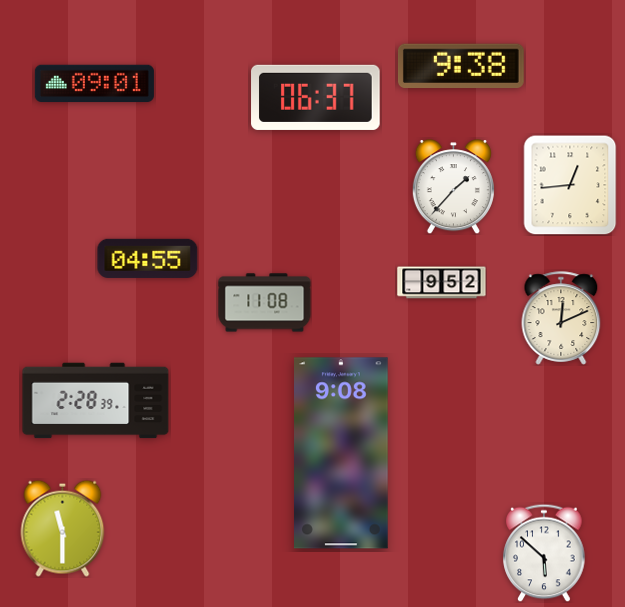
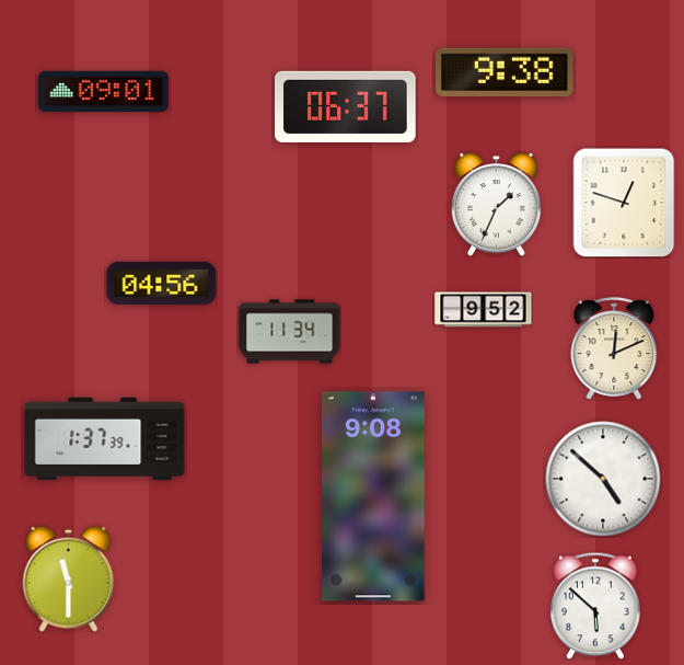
clock at (570, 185): 12:44 -> 12:48
clock at (453, 187): 1:37 -> 1:34
clock at (148, 258): 04:55 -> 04:56
clock at (265, 303): 11:08 -> 11:34
clock at (96, 401): 2:28 -> 1:37
clock at (603, 479): none -> 4:52
